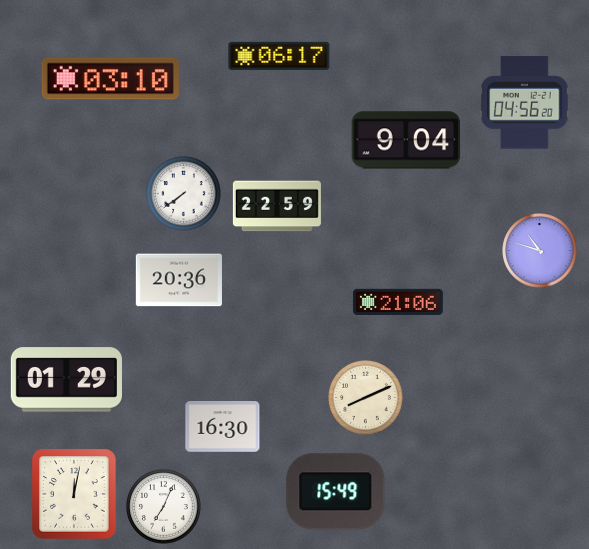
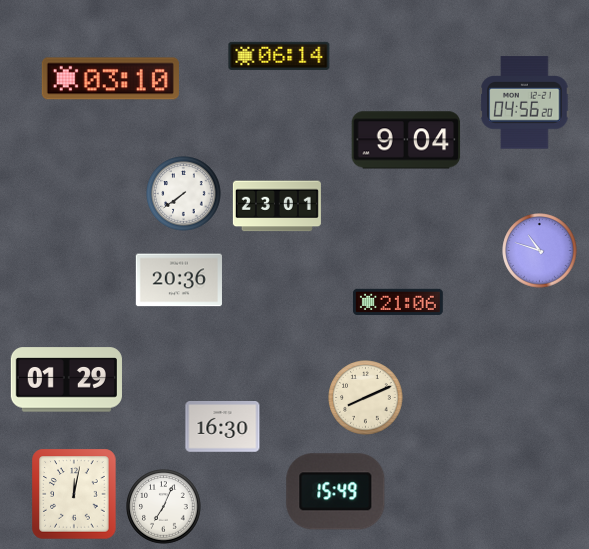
clock at (279, 56): 06:17 -> 06:14
clock at (277, 206): 22:59 -> 23:01
